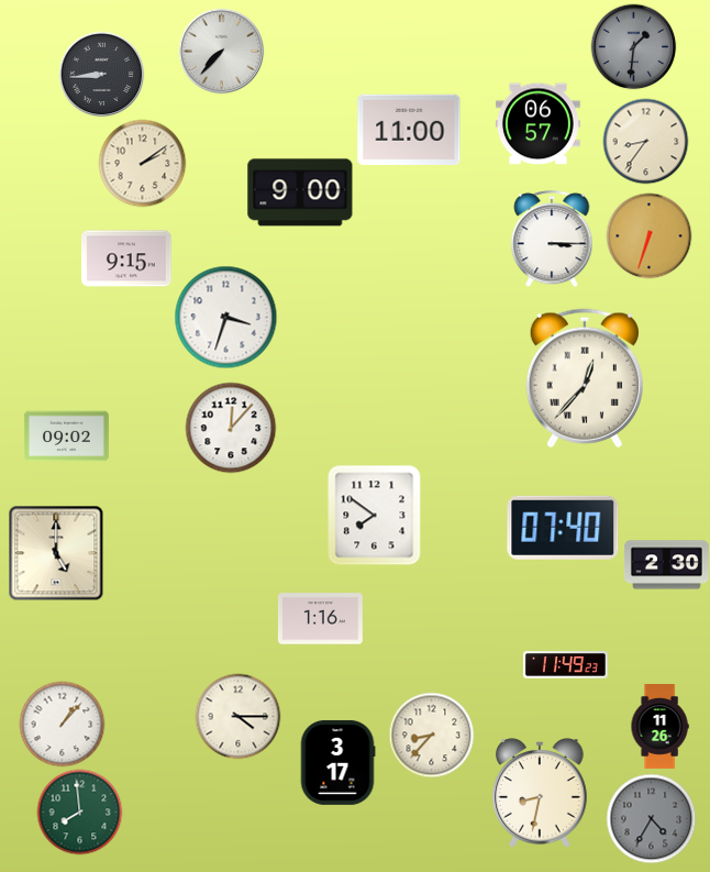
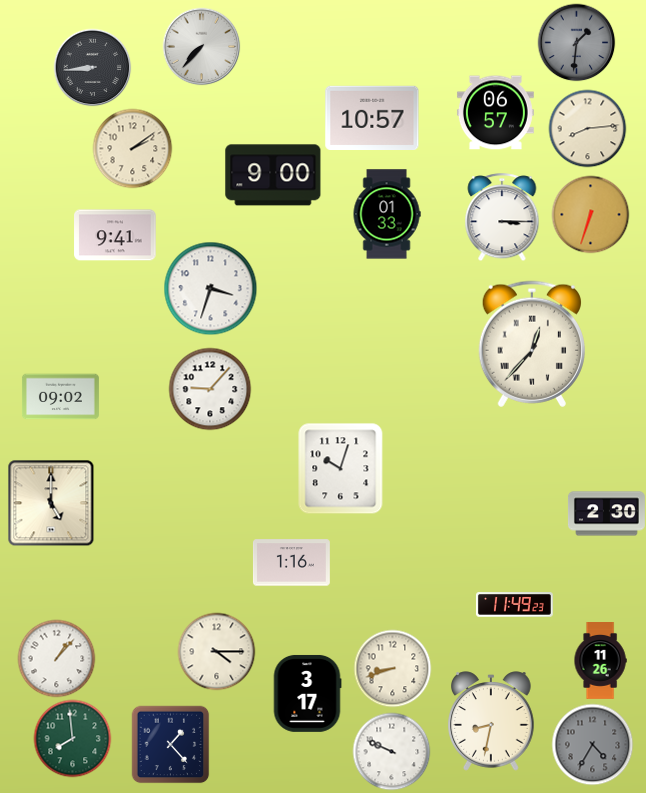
clock at (537, 124) position: (537, 124) -> (495, 113)
clock at (409, 129): 11:00 -> 10:57
clock at (645, 141): 8:36 -> 8:14
clock at (142, 163) position: (142, 163) -> (132, 148)
clock at (387, 214): none -> 01:33
clock at (126, 258): 9:15 -> 9:41
clock at (225, 317) position: (225, 317) -> (210, 288)
clock at (231, 428): 12:07 -> 9:07
clock at (375, 515): 7:51 -> 10:03
clock at (563, 528): 07:40 -> none
clock at (431, 735): 8:37 -> 8:42
clock at (170, 744): none -> 1:23
clock at (391, 751): none -> 9:49
